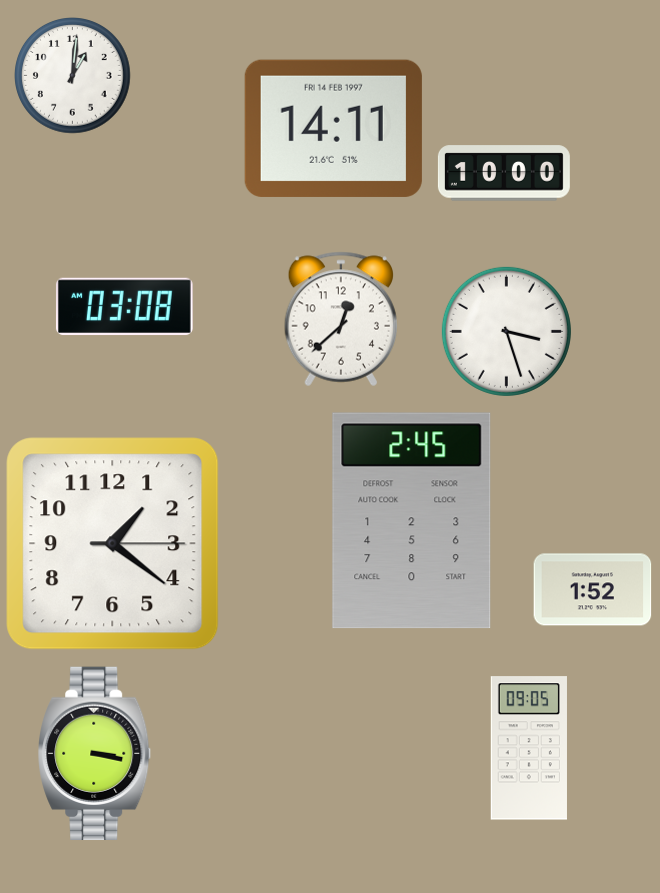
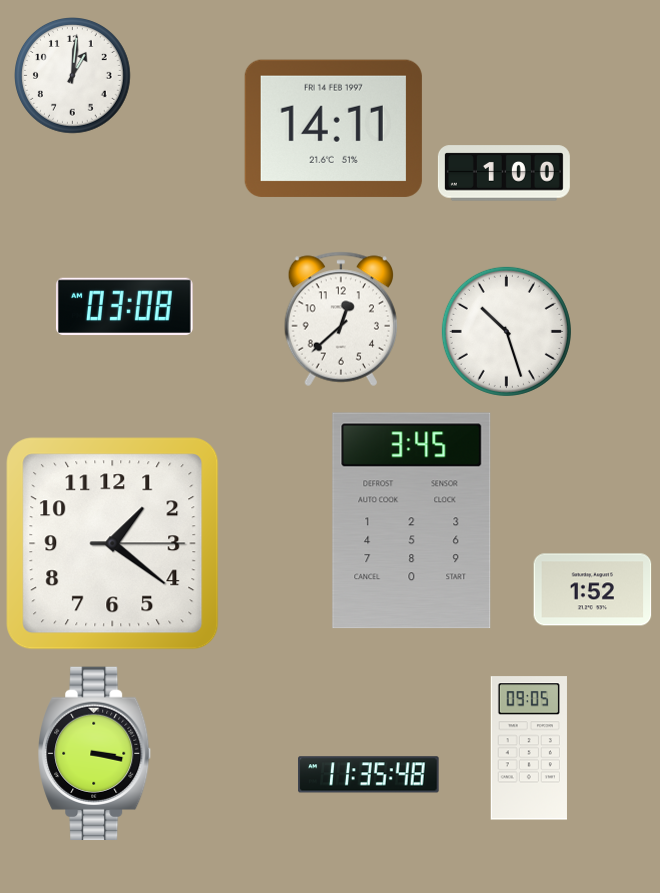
clock at (504, 173): 10:00 -> 1:00
clock at (506, 331): 3:27 -> 10:27
clock at (412, 521): 2:45 -> 3:45
clock at (369, 775): none -> 11:35
